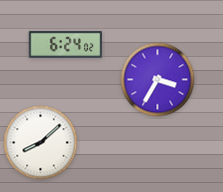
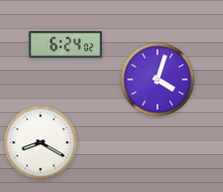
clock at (158, 80): 3:35 -> 4:03
clock at (41, 143): 8:08 -> 8:20
